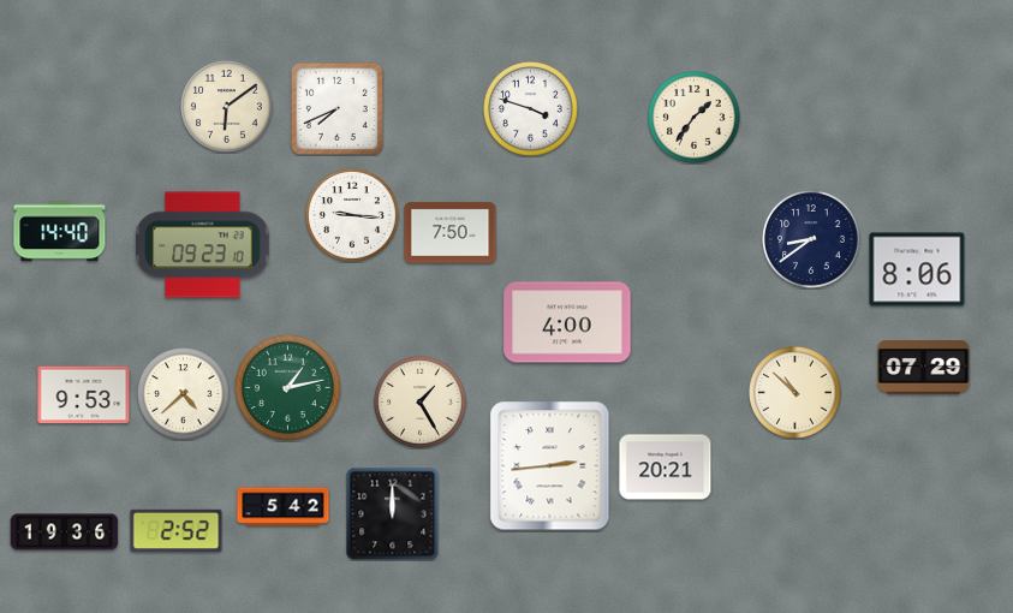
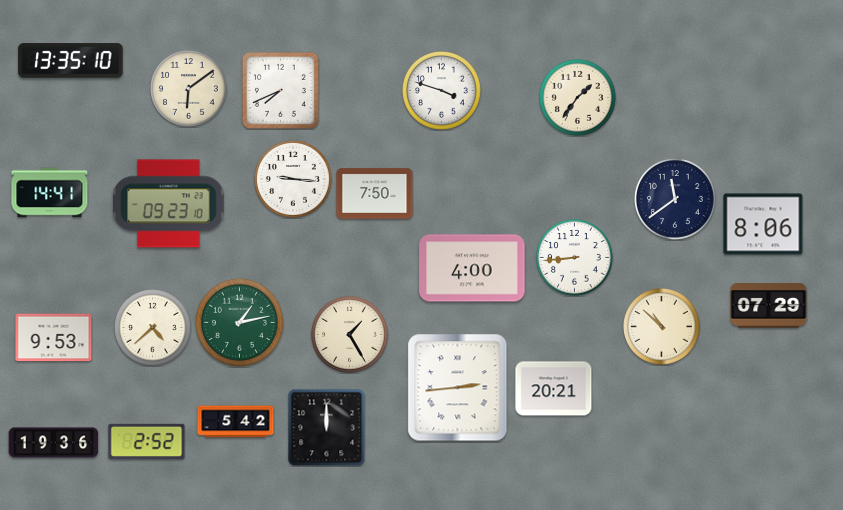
clock at (71, 61): none -> 13:35
clock at (60, 232): 14:40 -> 14:41
clock at (811, 239): 8:39 -> 11:39
clock at (575, 258): none -> 8:44
clock at (84, 395) position: (84, 395) -> (54, 338)
